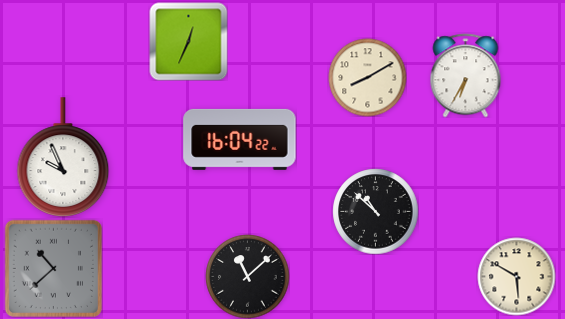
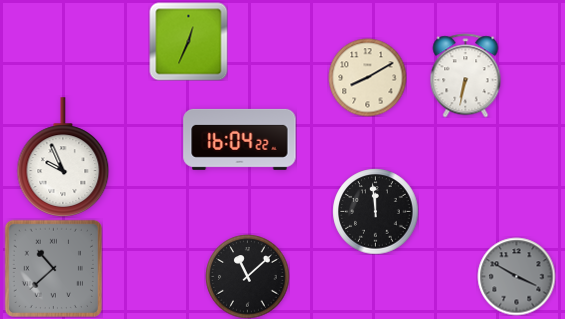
clock at (466, 75): 6:35 -> 6:32
clock at (375, 211): 10:52 -> 11:59
clock at (516, 276): 5:50 -> 3:50
clock at (516, 276) dial: cream -> grey
